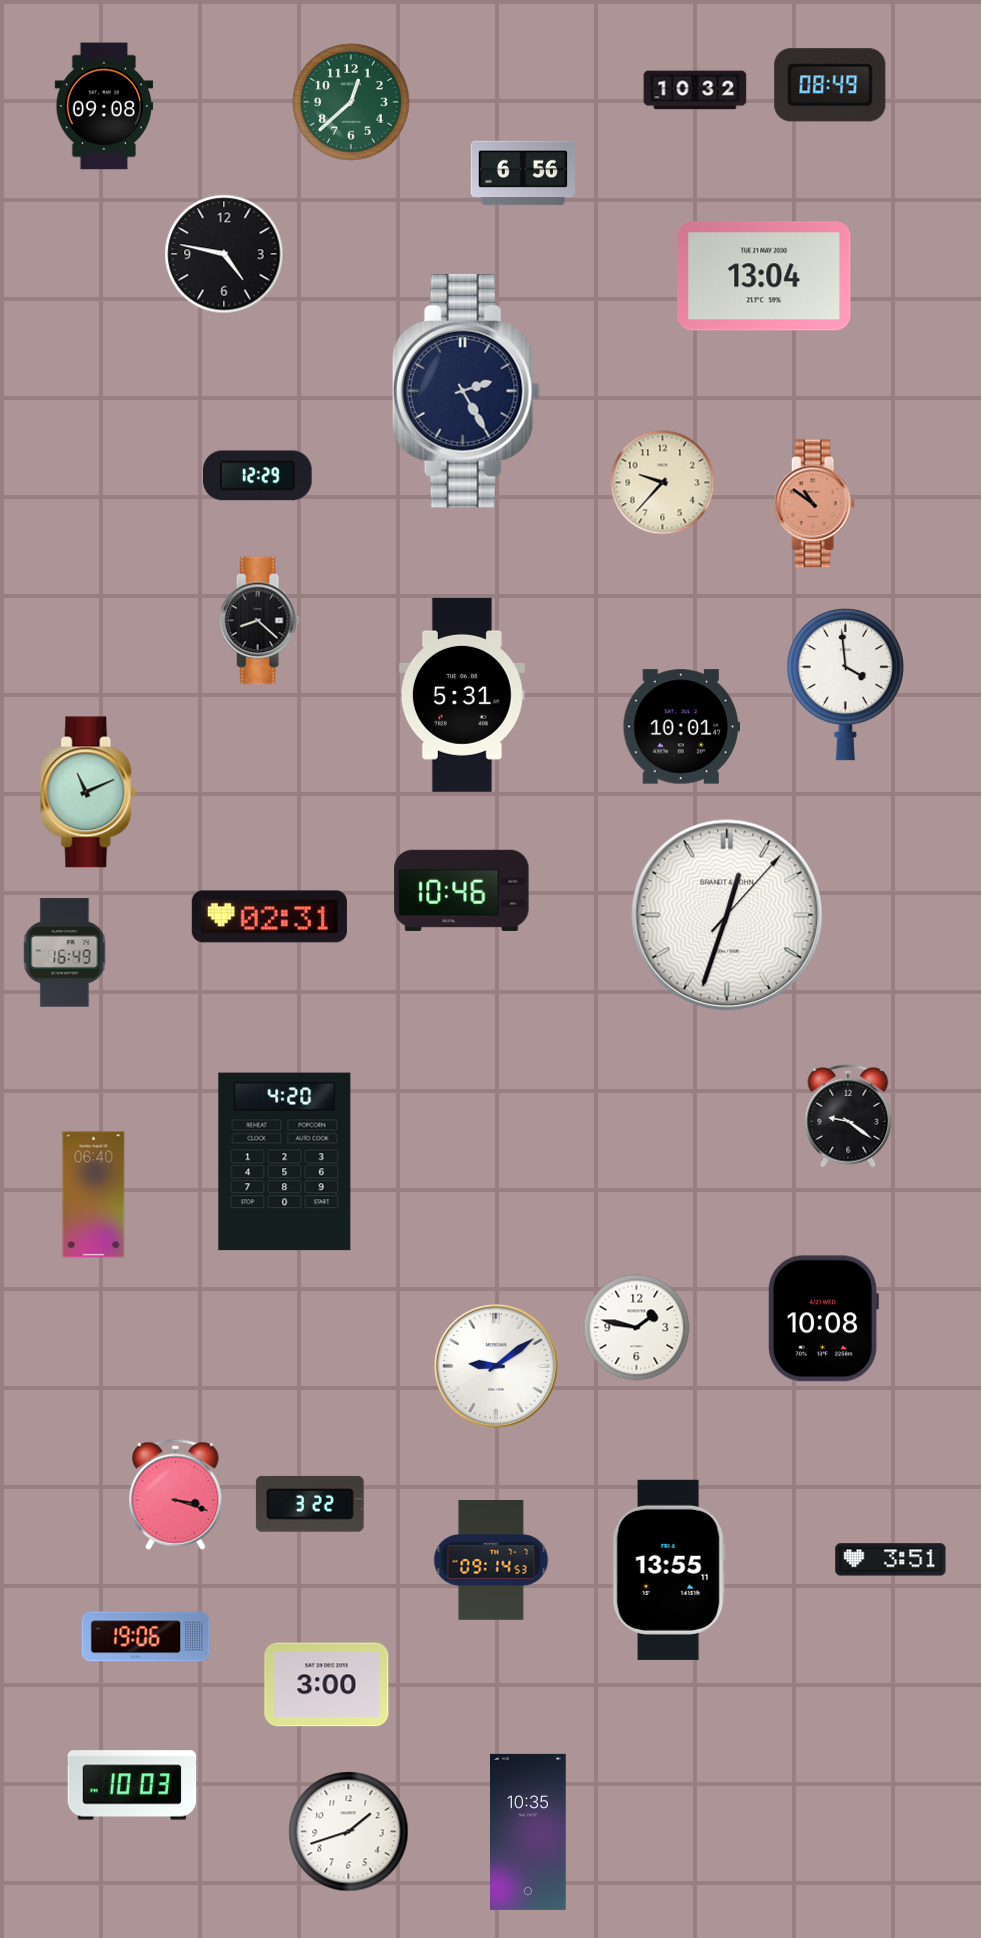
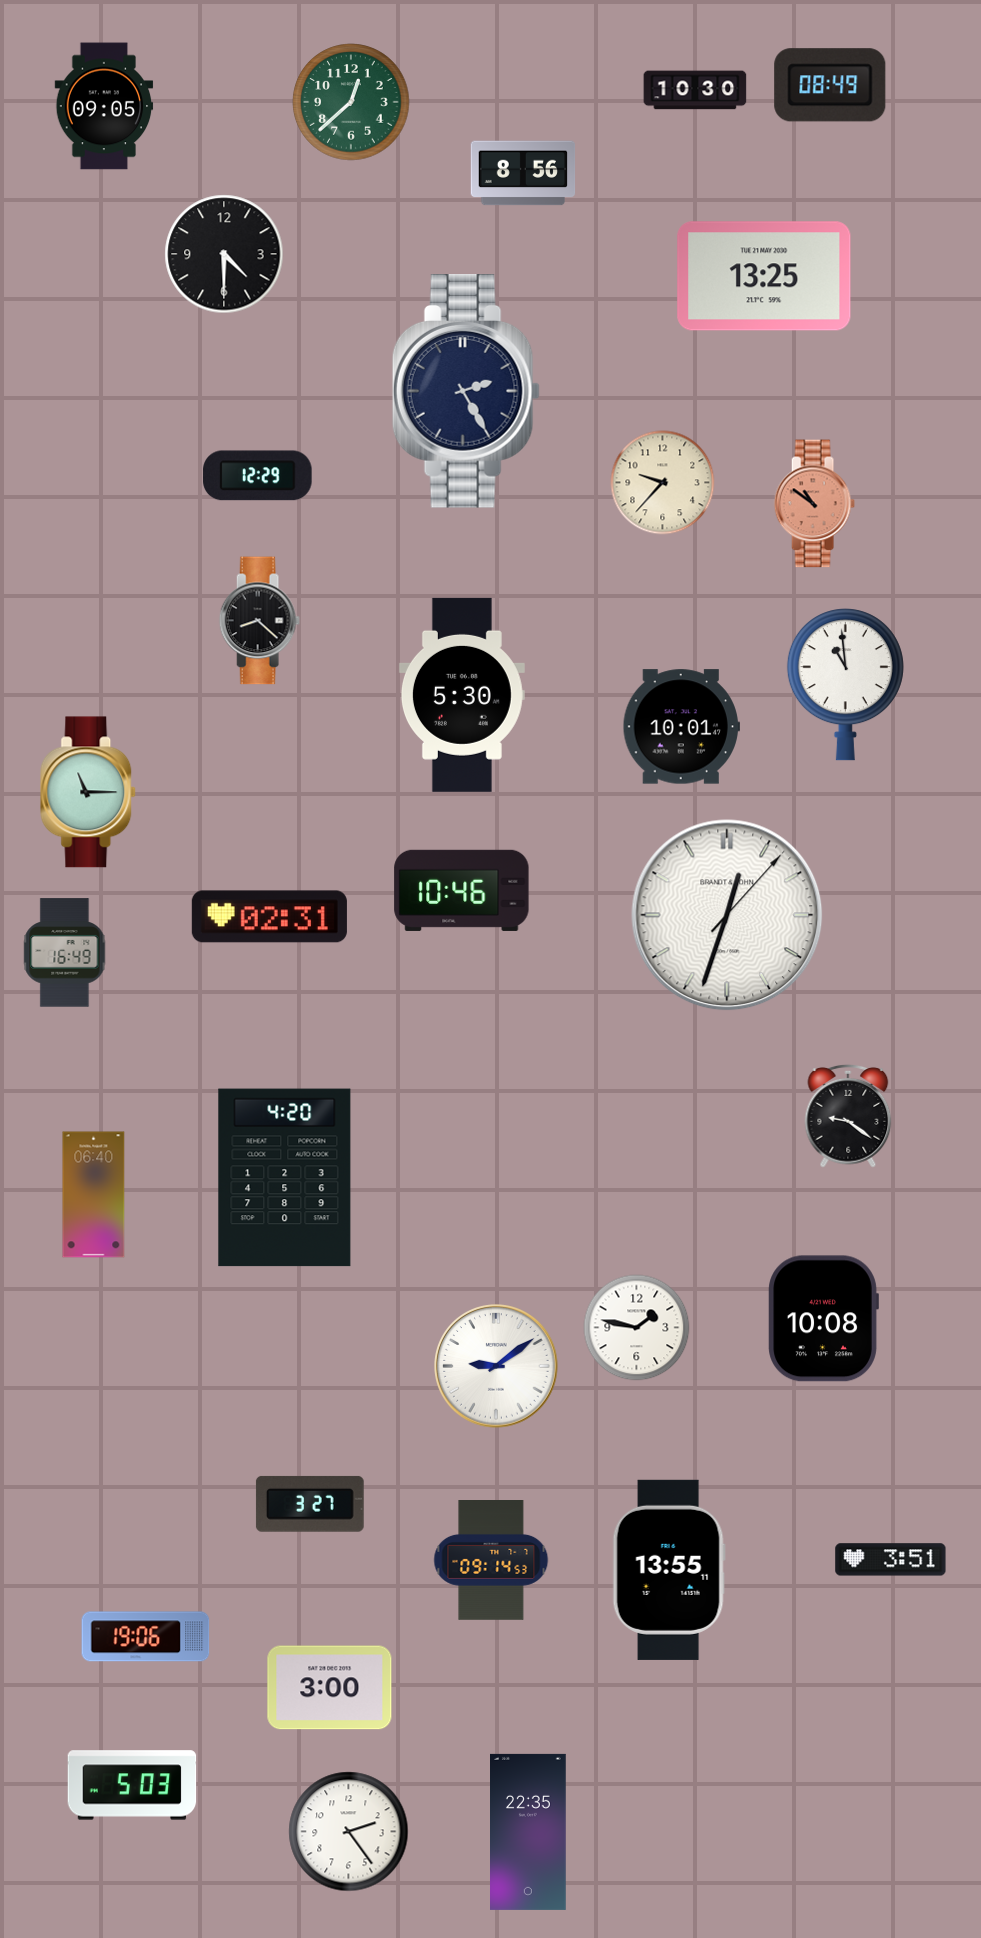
clock at (695, 90): 10:32 -> 10:30
clock at (104, 106): 09:08 -> 09:05
clock at (523, 173): 6:56 -> 8:56
clock at (224, 254): 4:47 -> 4:30
clock at (764, 276): 13:04 -> 13:25
clock at (845, 685): 3:59 -> 10:59
clock at (462, 695): 5:31 -> 5:30
clock at (89, 792): 11:11 -> 11:15
clock at (285, 1162) position: (285, 1162) -> (285, 1178)
clock at (176, 1494): 3:18 -> none
clock at (310, 1504): 3:22 -> 3:27
clock at (327, 1685) position: (327, 1685) -> (330, 1688)
clock at (132, 1785): 10:03 -> 5:03
clock at (349, 1832): 1:42 -> 2:24
clock at (529, 1832): 10:35 -> 22:35
